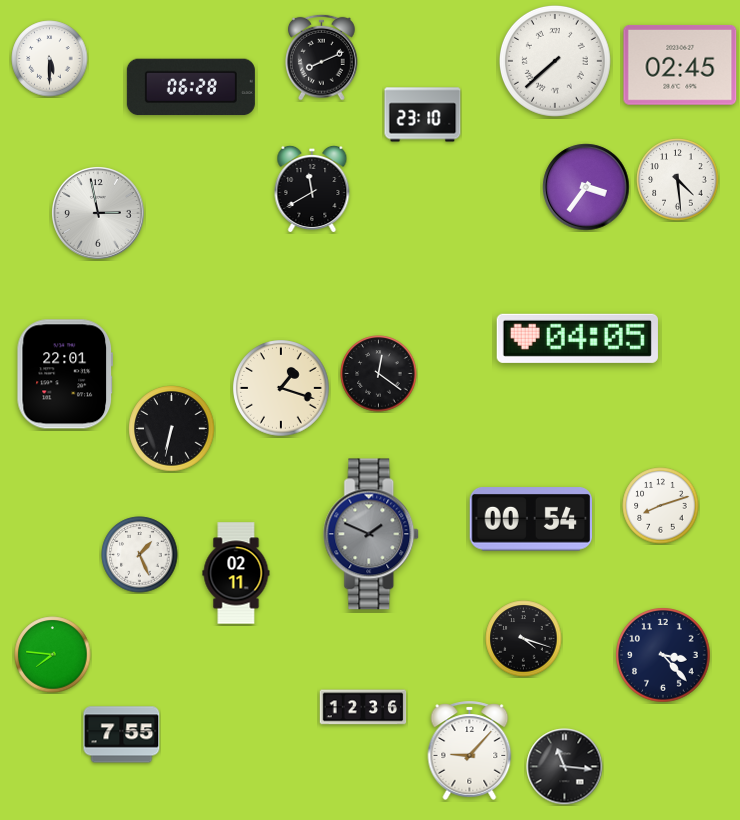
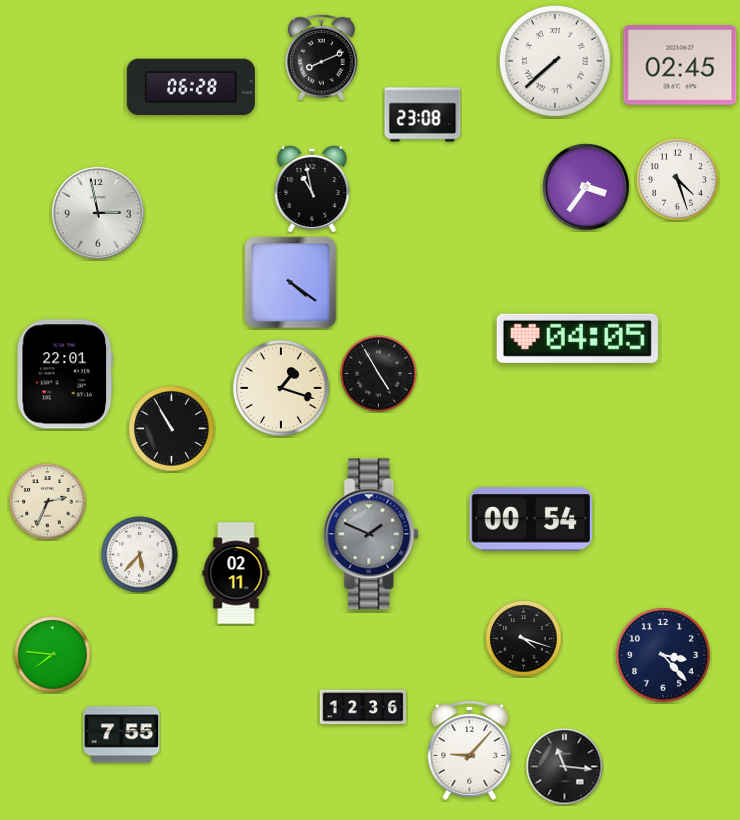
clock at (50, 59): 5:30 -> none
clock at (423, 115): 23:10 -> 23:08
clock at (678, 180): 4:29 -> 4:27
clock at (312, 189): 11:40 -> 10:58
clock at (291, 283): none -> 4:21
clock at (379, 374): 12:21 -> 4:55
clock at (172, 429): 6:32 -> 10:55
clock at (48, 502): none -> 2:34
clock at (661, 506): 8:12 -> none
clock at (140, 555): 1:26 -> 5:37
